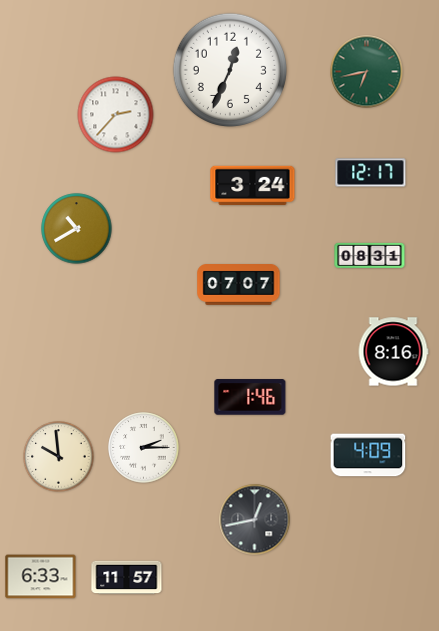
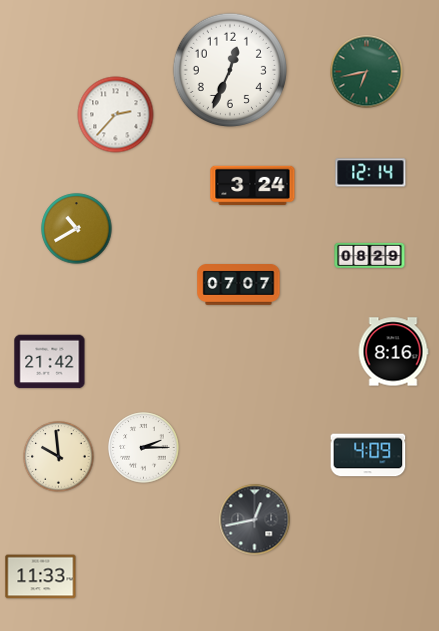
clock at (371, 173): 12:17 -> 12:14
clock at (370, 255): 08:31 -> 08:29
clock at (50, 362): none -> 21:42
clock at (250, 397): 1:46 -> none
clock at (41, 577): 6:33 -> 11:33
clock at (127, 578): 11:57 -> none
